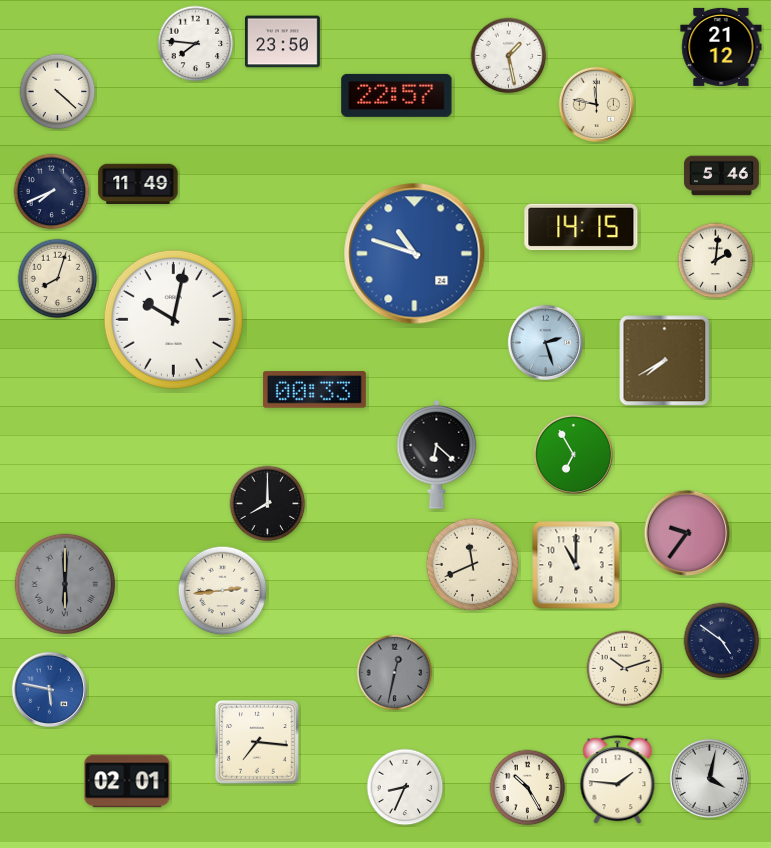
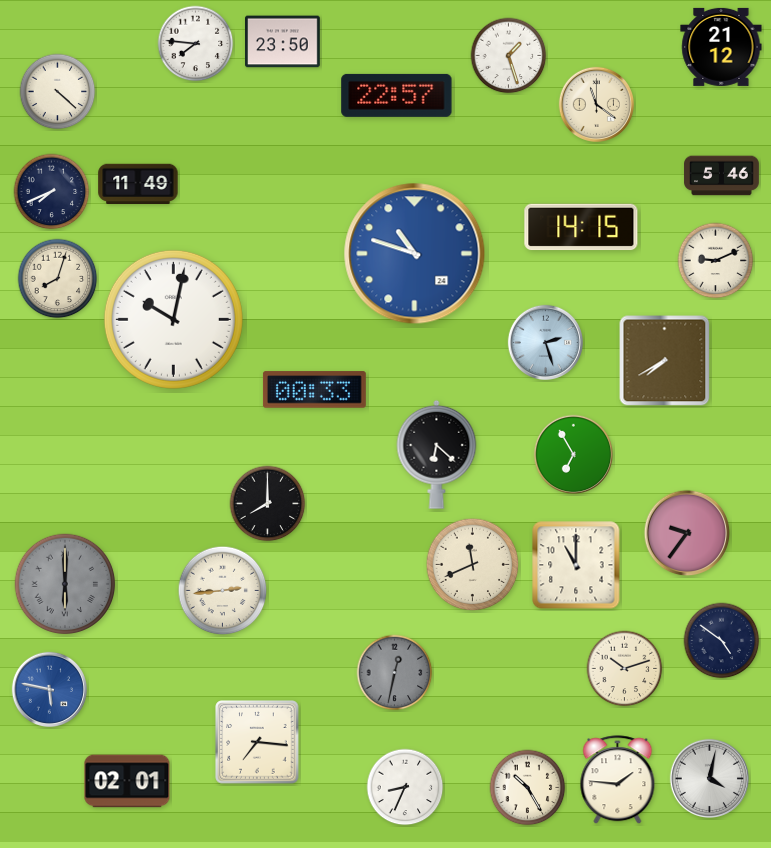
clock at (509, 56): 1:28 -> 1:27
clock at (596, 104): 11:47 -> 11:21
clock at (716, 261): 2:01 -> 9:11
